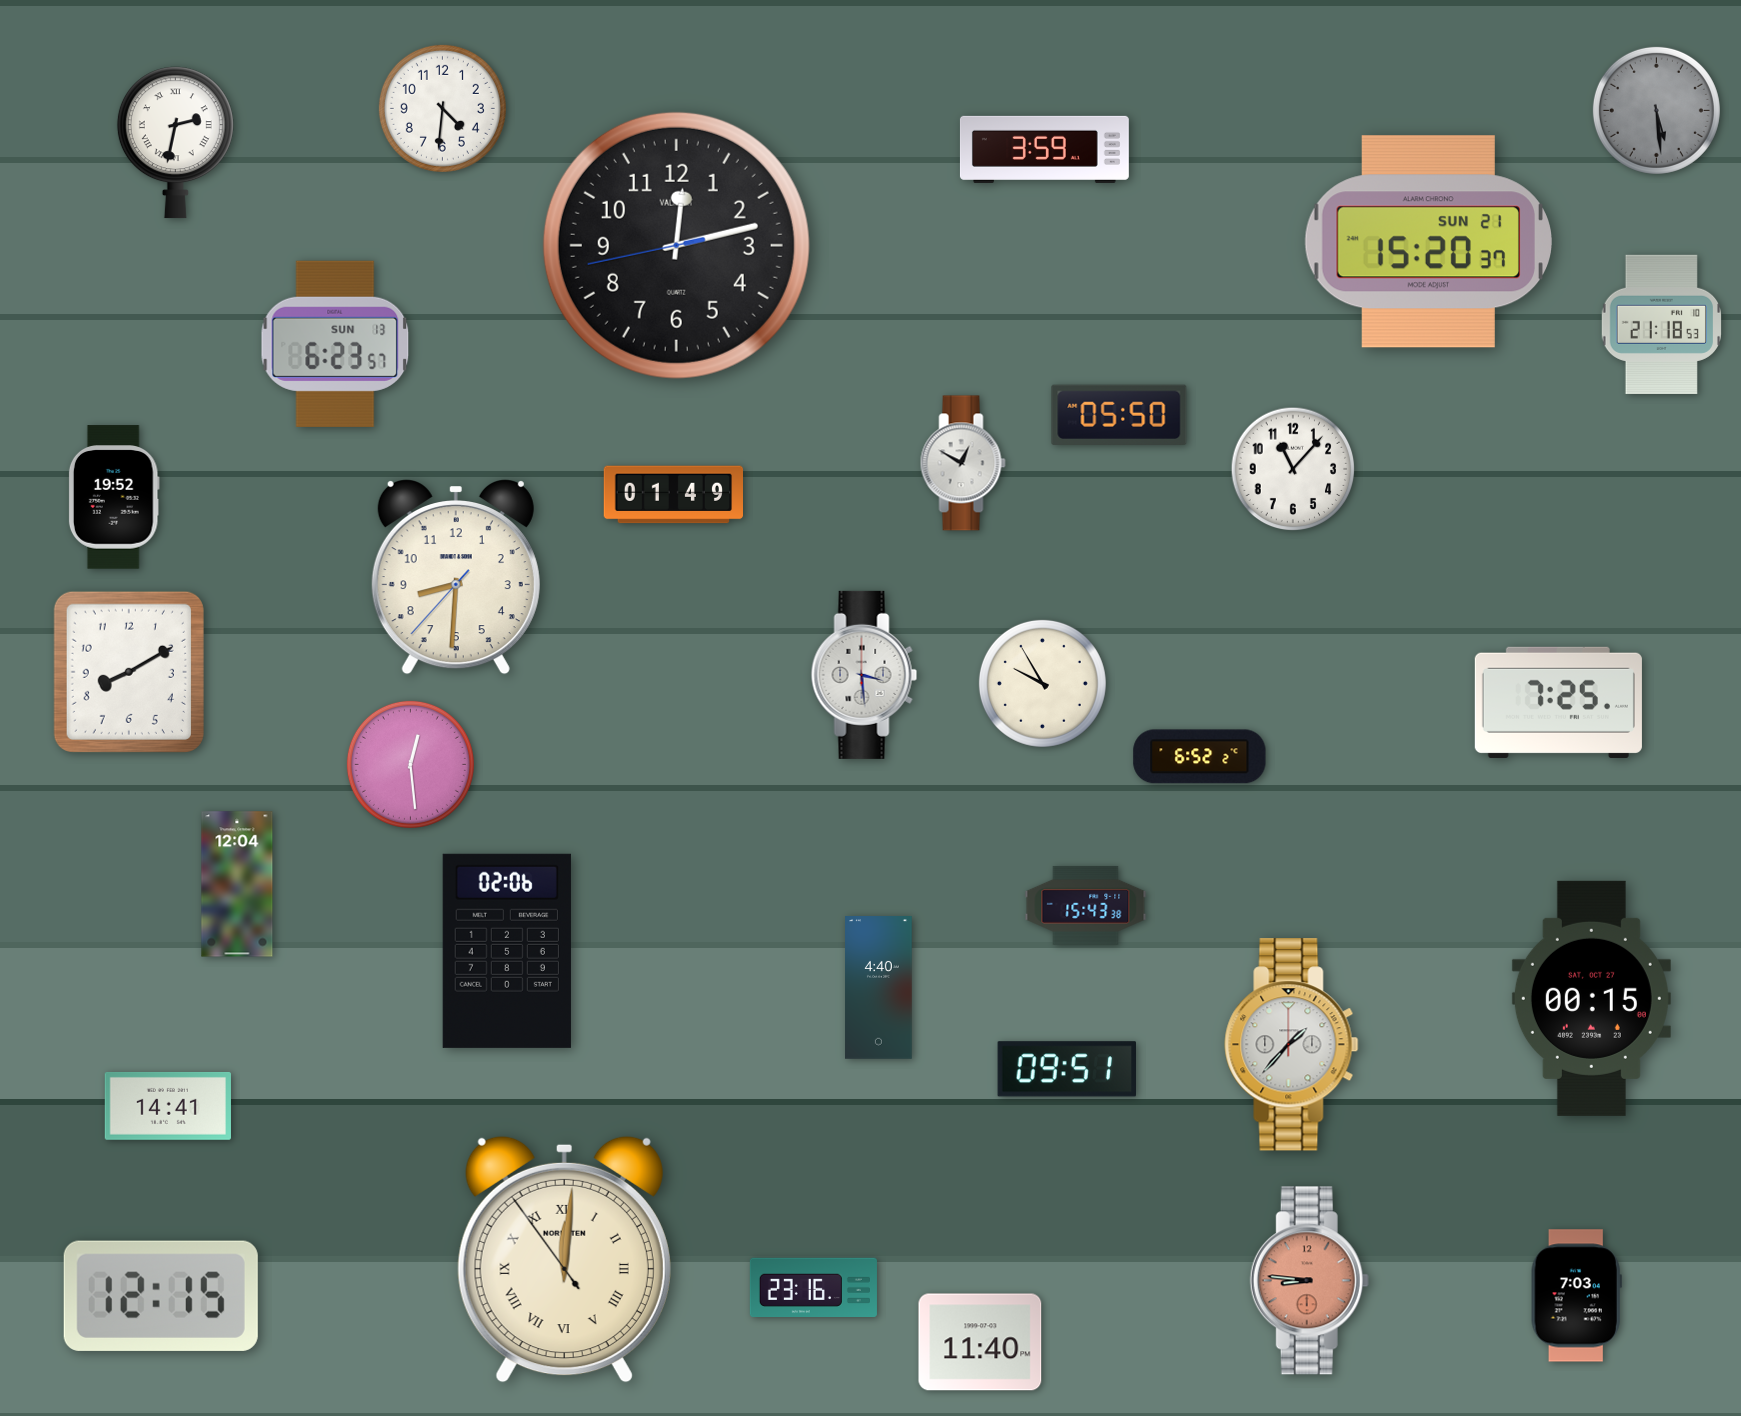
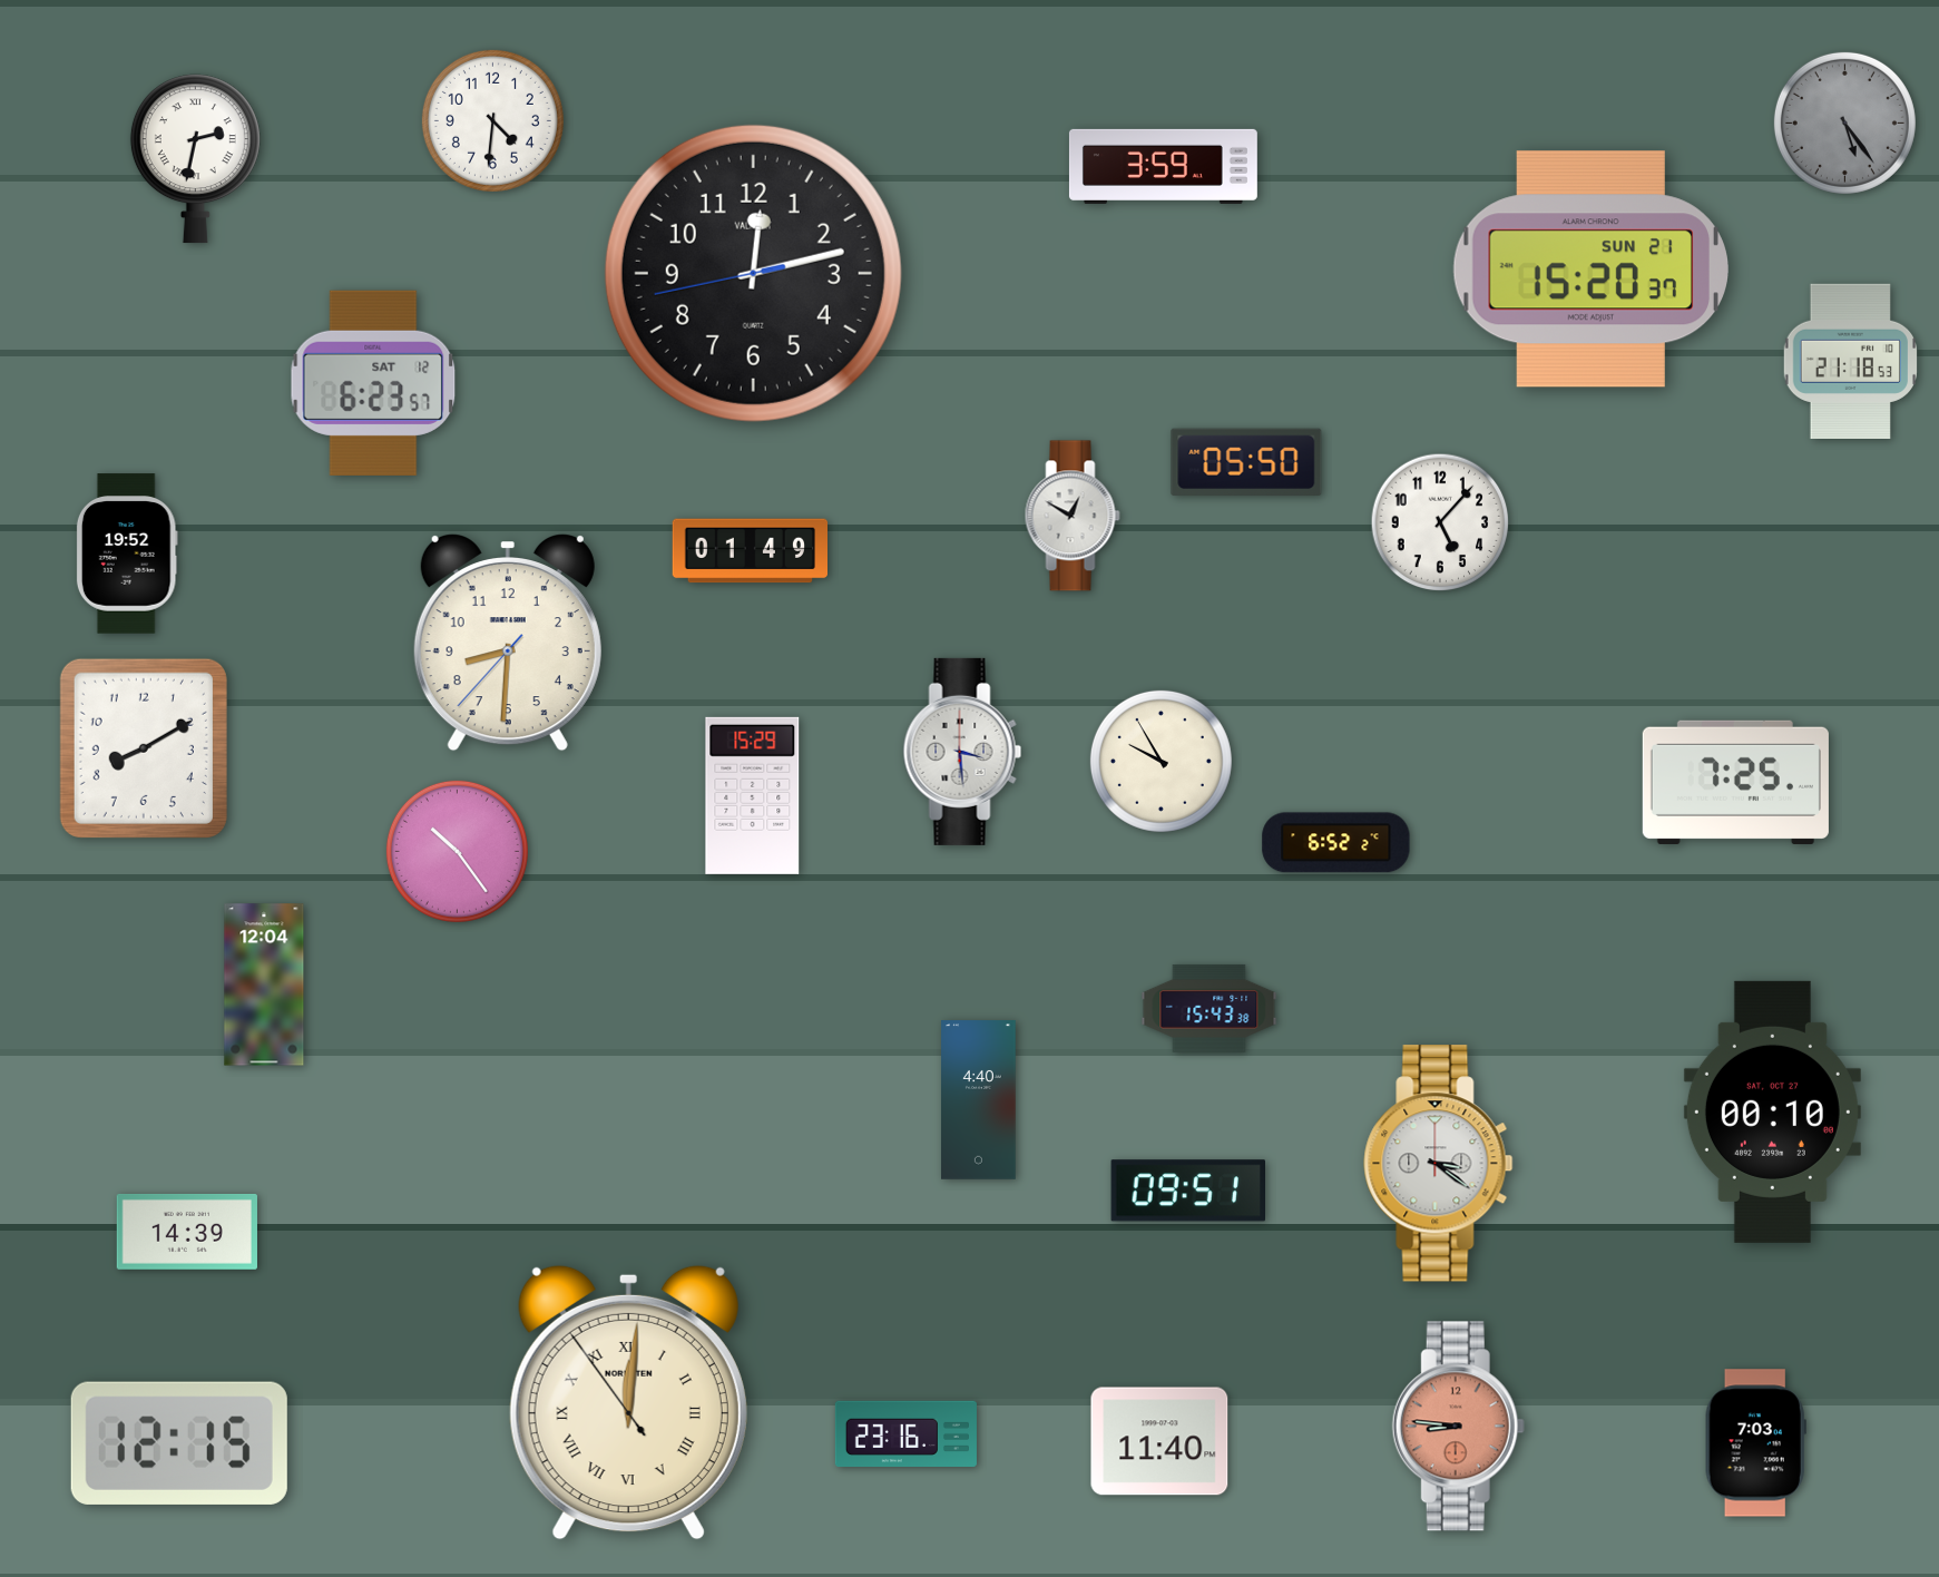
clock at (1656, 110): 5:29 -> 5:24
clock at (335, 344) date: SUN 13 -> SAT 12
clock at (1293, 469): 11:07 -> 5:07
clock at (753, 795): none -> 15:29
clock at (410, 764): 12:29 -> 10:24
clock at (507, 951): 02:06 -> none
clock at (1591, 998): 00:15 -> 00:10
clock at (1292, 1045): 1:37 -> 3:21
clock at (168, 1106): 14:41 -> 14:39
clock at (980, 1342) position: (980, 1342) -> (1159, 1441)
